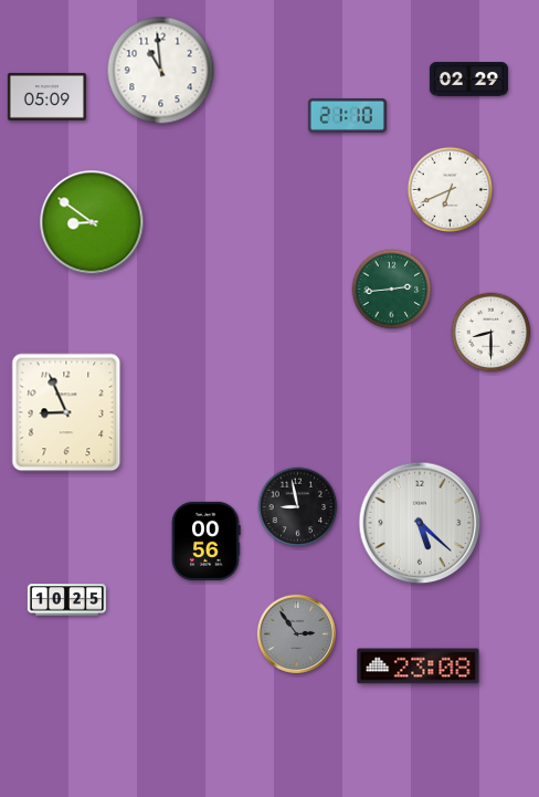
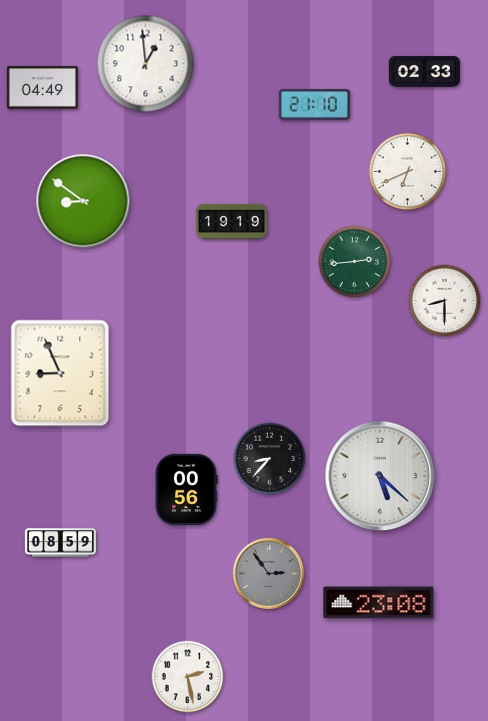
clock at (161, 71): 10:59 -> 12:59
clock at (468, 80): 02:29 -> 02:33
clock at (46, 96): 05:09 -> 04:49
clock at (231, 221): none -> 19:19
clock at (298, 507): 8:58 -> 8:37
clock at (420, 523) position: (420, 523) -> (380, 476)
clock at (66, 600): 10:25 -> 08:59
clock at (188, 677): none -> 2:28
